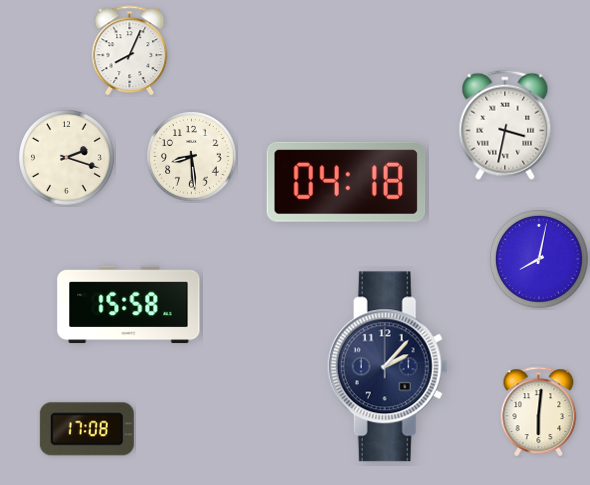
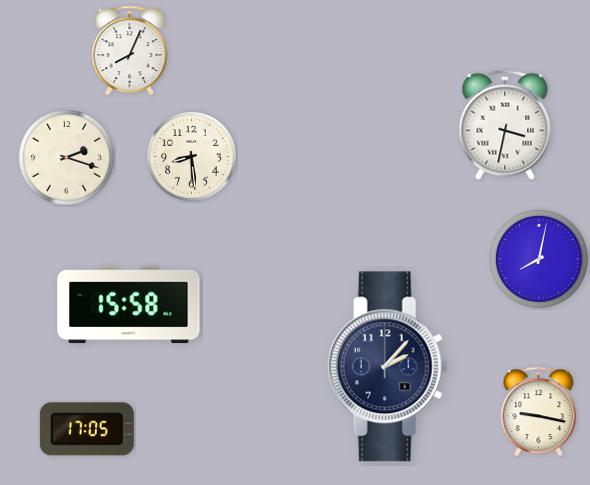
clock at (346, 182): 04:18 -> none
clock at (539, 411): 6:01 -> 9:17
clock at (87, 429): 17:08 -> 17:05
